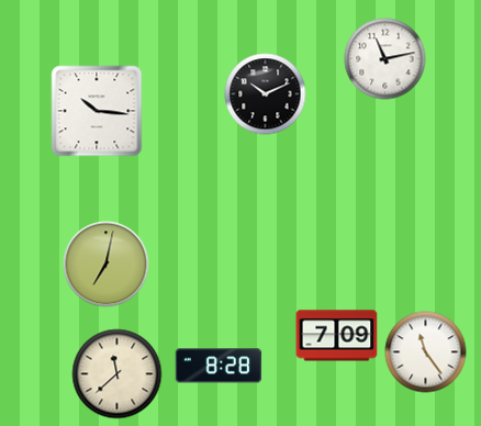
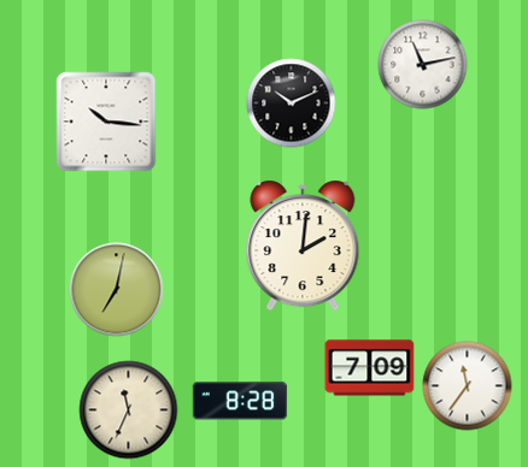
clock at (303, 246): none -> 2:01
clock at (426, 352): 11:24 -> 11:36
clock at (118, 374): 11:38 -> 11:34
